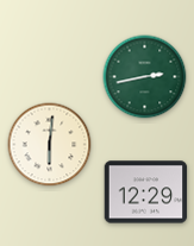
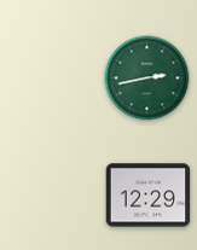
clock at (50, 145): 6:01 -> none
